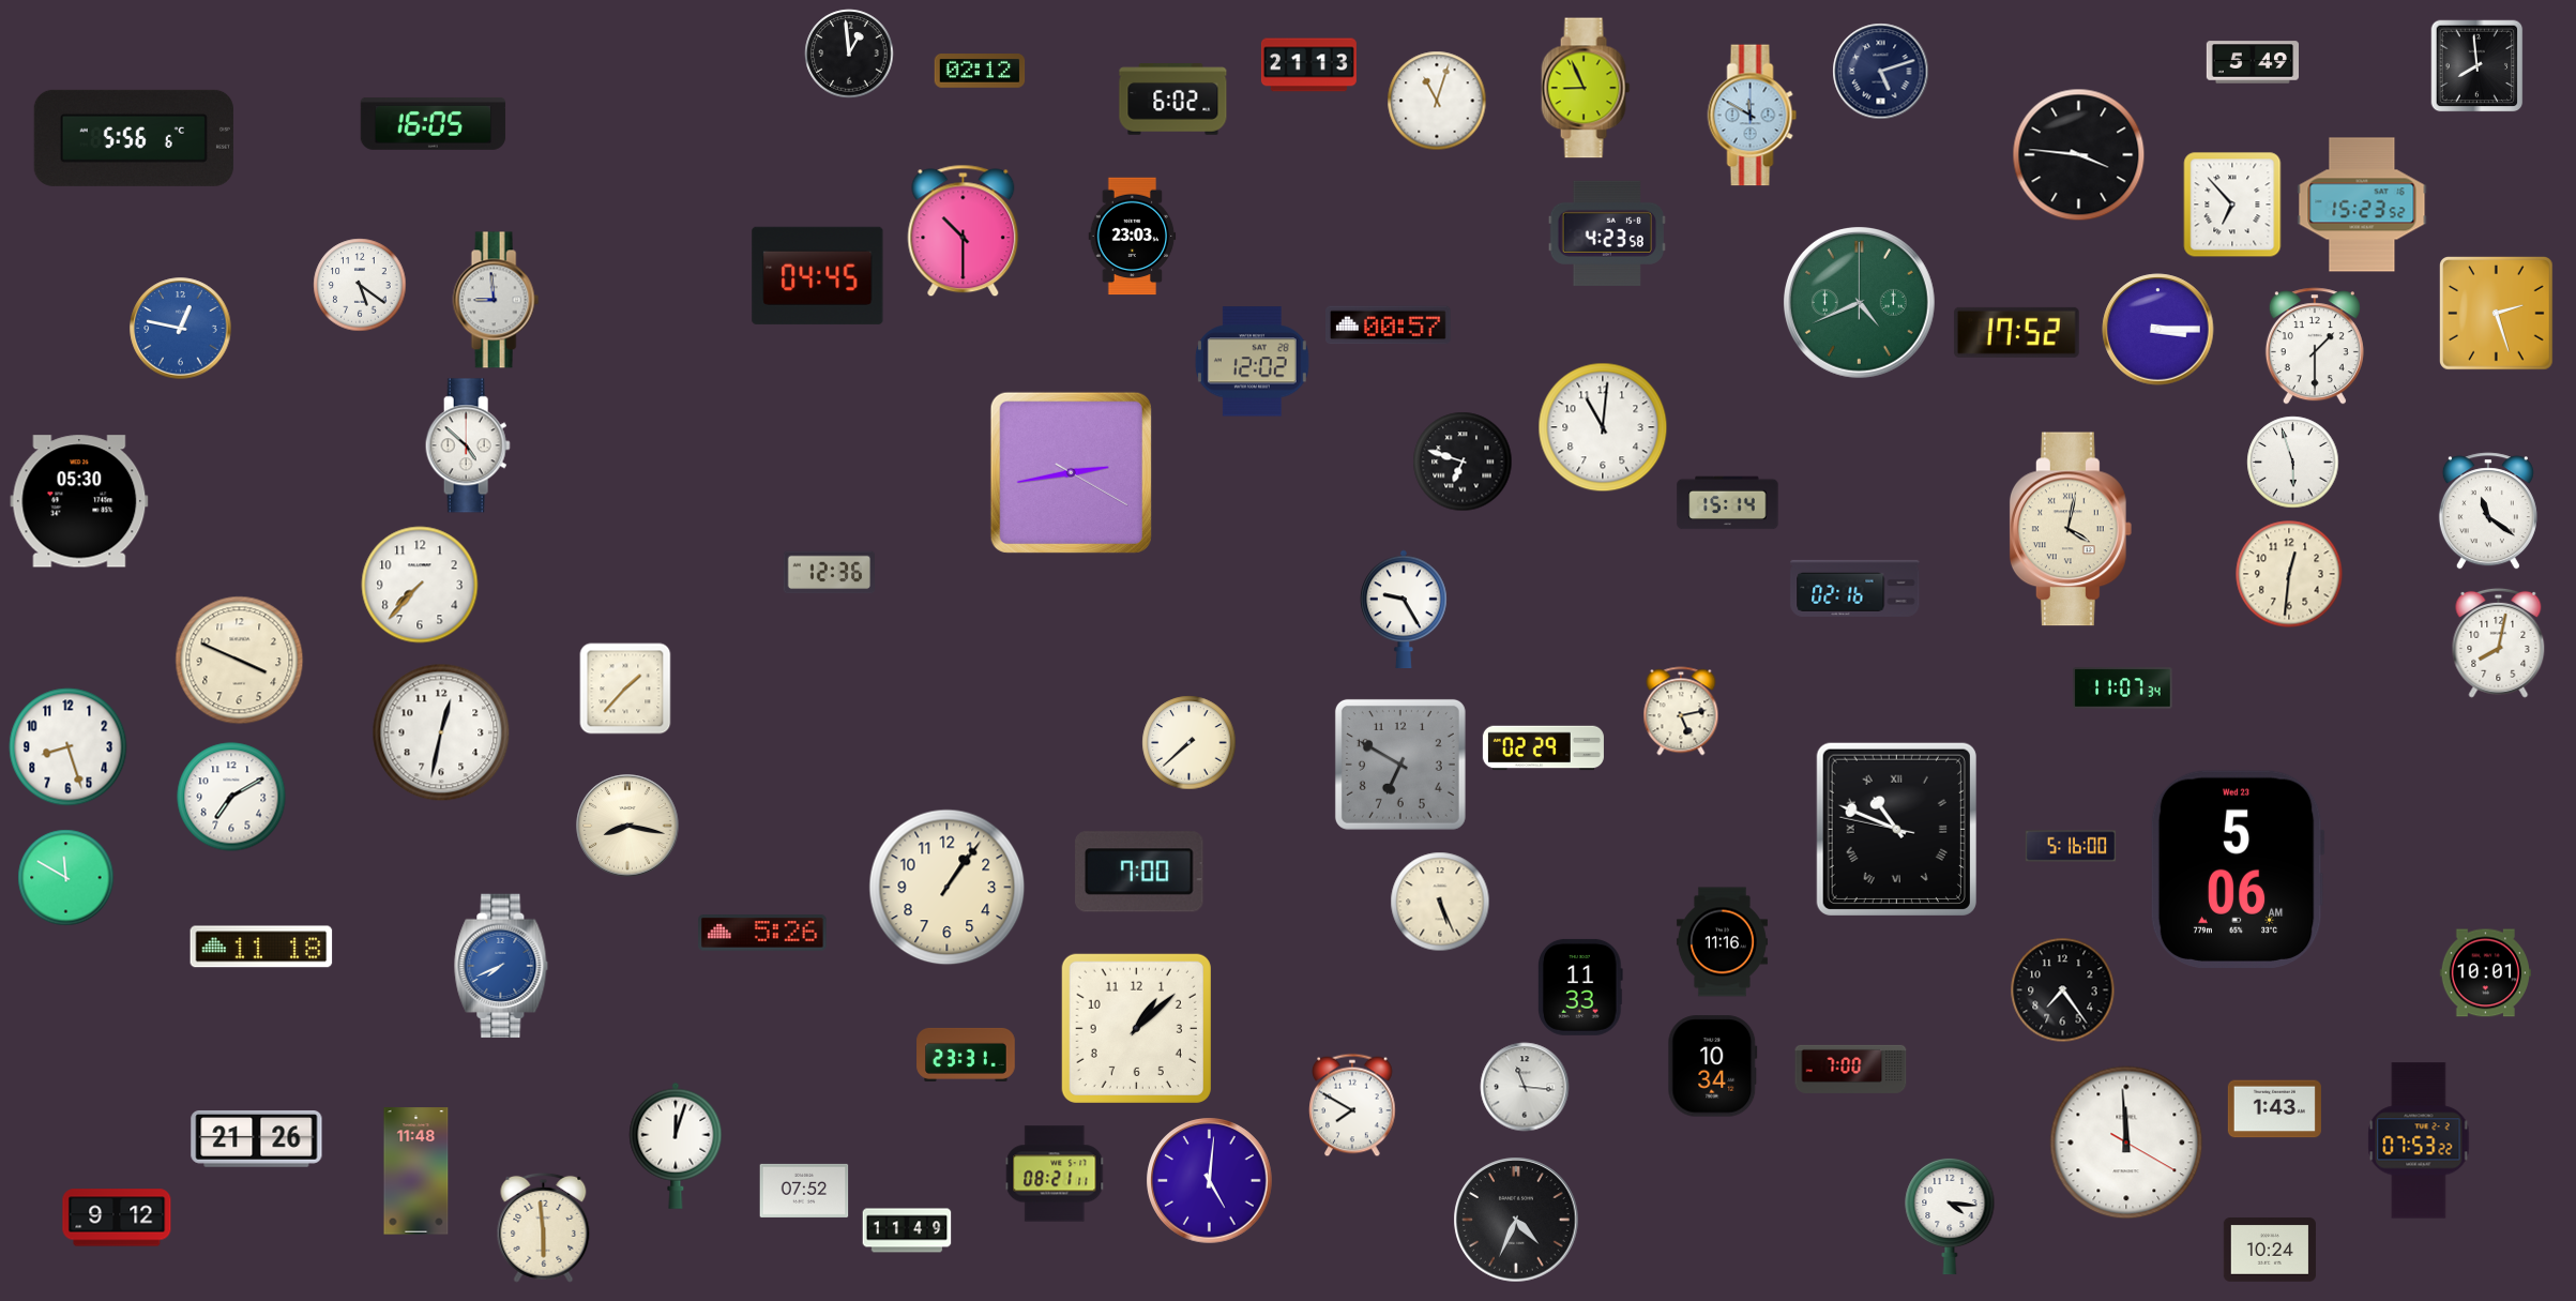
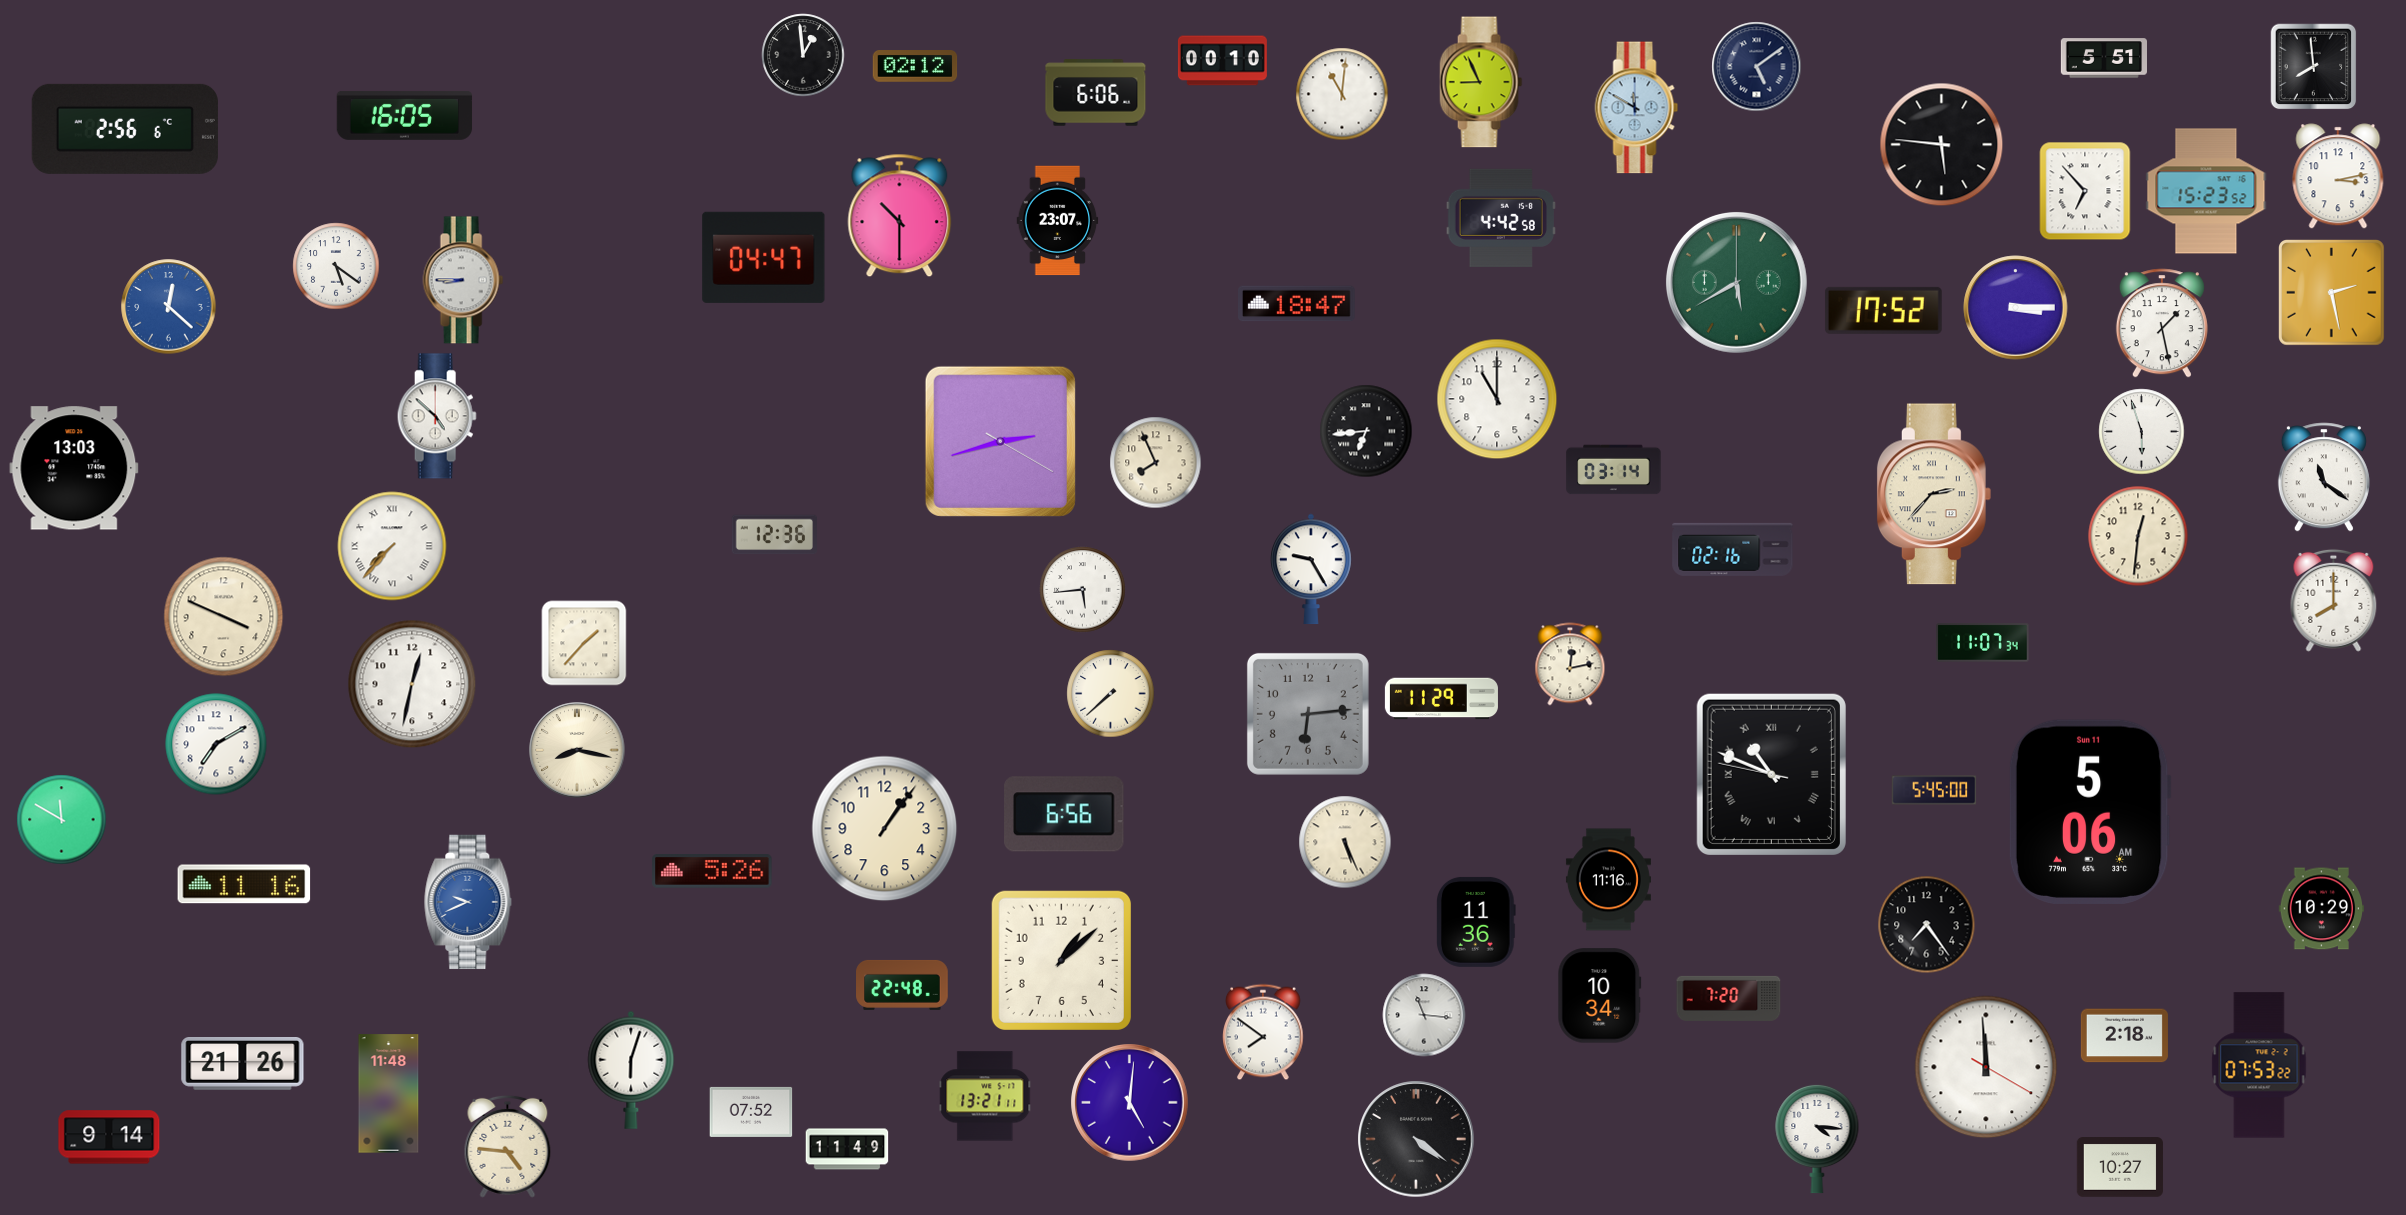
clock at (849, 54) position: (849, 54) -> (803, 55)
clock at (2252, 62): 5:49 -> 5:51
clock at (1308, 65): 21:13 -> 00:10
clock at (2477, 66) position: (2477, 66) -> (2314, 67)
clock at (1881, 72): 5:12 -> 5:09
clock at (1173, 100): 6:02 -> 6:06
clock at (1437, 101): 11:03 -> 11:01
clock at (134, 138): 5:56 -> 2:56
clock at (2079, 155): 3:46 -> 5:46
clock at (2338, 176): none -> 3:13
clock at (1607, 233): 4:23 -> 4:42
clock at (1133, 237): 23:03 -> 23:07
clock at (818, 275): 04:45 -> 04:47
clock at (496, 300): 8:59 -> 8:45
clock at (1859, 302): 4:41 -> 5:40
clock at (2497, 314): 2:27 -> 2:28
clock at (1389, 326): 00:57 -> 18:47
clock at (181, 329): 12:47 -> 12:22
clock at (2315, 346): 1:30 -> 1:28
clock at (1252, 362): 12:02 -> none
clock at (1603, 427): 11:01 -> 11:00
clock at (1463, 462): 6:48 -> 6:44
clock at (1071, 472): 2:43 -> 2:42
clock at (1156, 463): none -> 7:56
clock at (79, 501): 05:30 -> 13:03
clock at (1728, 503): 15:14 -> 03:14
clock at (2071, 529): 4:02 -> 2:37
clock at (420, 585) numerals: Arabic -> Roman
clock at (1083, 590): none -> 5:44
clock at (2499, 642): 8:02 -> 8:00
clock at (1681, 711): 5:13 -> 12:13
clock at (69, 747): 8:27 -> none
clock at (1543, 748): 02:29 -> 11:29
clock at (1400, 765): 6:50 -> 6:14
clock at (627, 826) position: (627, 826) -> (577, 750)
clock at (2071, 846): 5:16 -> 5:45
clock at (2238, 869) date: Wed 23 -> Sun 11
clock at (1139, 872): 7:00 -> 6:56
clock at (261, 947): 11:18 -> 11:16
clock at (501, 966): 7:41 -> 9:41
clock at (2485, 973): 10:01 -> 10:29
clock at (1581, 987): 11:33 -> 11:36
clock at (966, 1055): 23:31 -> 22:48
clock at (1851, 1069): 7:00 -> 7:20
clock at (1352, 1105): 7:50 -> 7:51
clock at (2274, 1109): 1:43 -> 2:18
clock at (257, 1139) position: (257, 1139) -> (243, 1064)
clock at (676, 1146): 12:03 -> 6:03
clock at (1055, 1174): 08:21 -> 13:21
clock at (1950, 1216) position: (1950, 1216) -> (1817, 1139)
clock at (117, 1217): 9:12 -> 9:14
clock at (1516, 1220): 4:34 -> 4:21
clock at (544, 1227): 5:59 -> 4:46
clock at (2270, 1250): 10:24 -> 10:27
